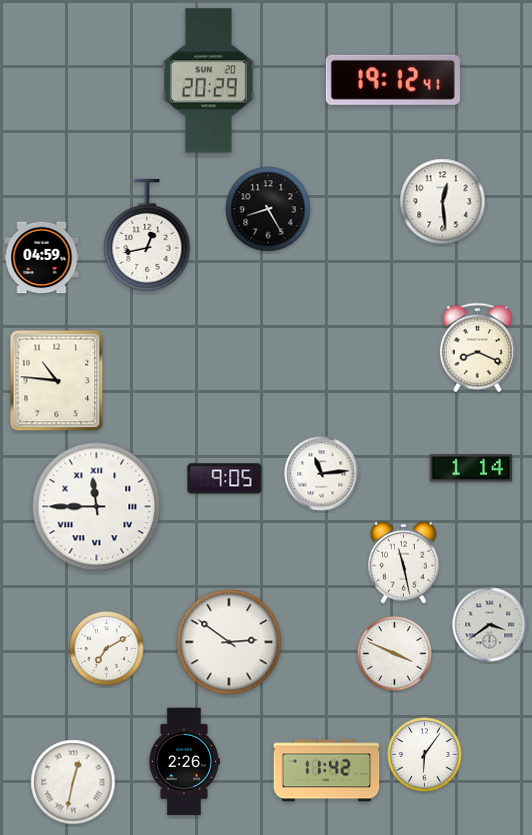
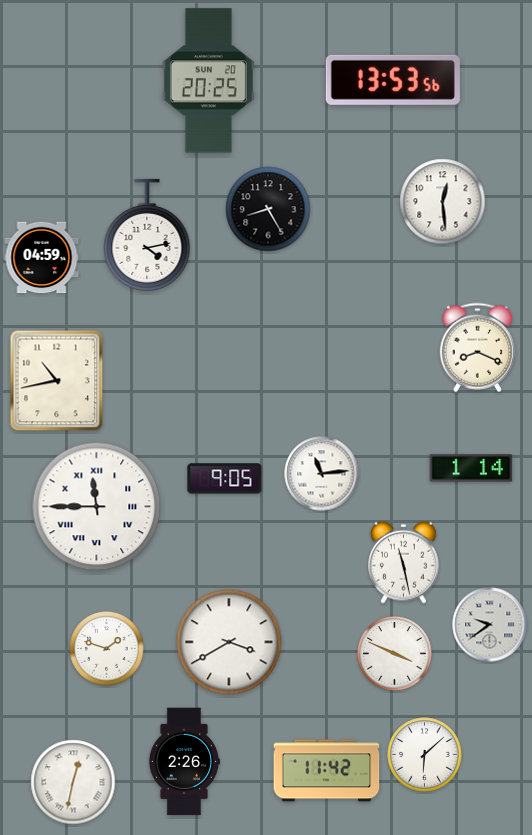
clock at (393, 80): 19:12 -> 13:53
clock at (208, 81): 20:29 -> 20:25
clock at (147, 235): 12:43 -> 4:13
clock at (57, 381): 10:46 -> 10:43
clock at (490, 625): 3:39 -> 9:39
clock at (229, 642): 2:51 -> 3:40
clock at (107, 649): 7:10 -> 1:48
clock at (425, 755): 6:06 -> 6:08
